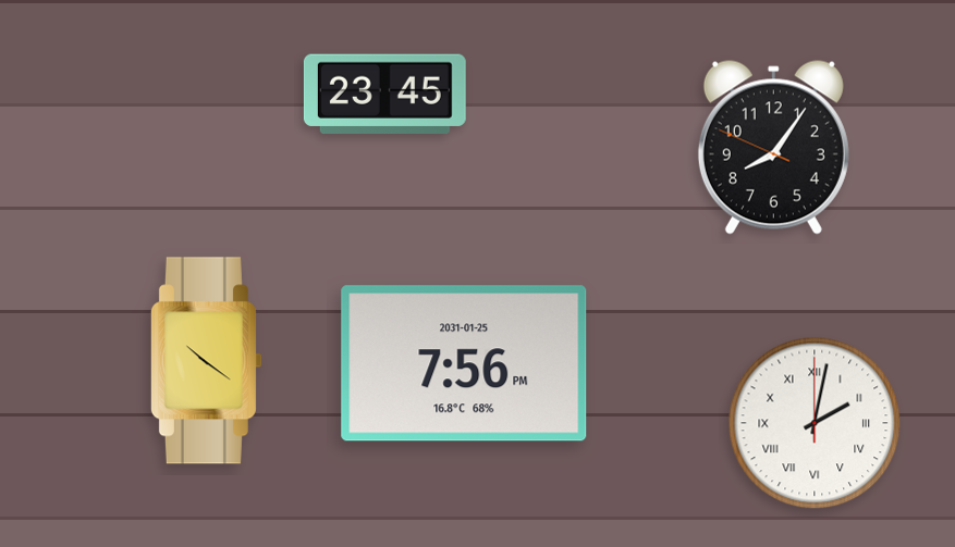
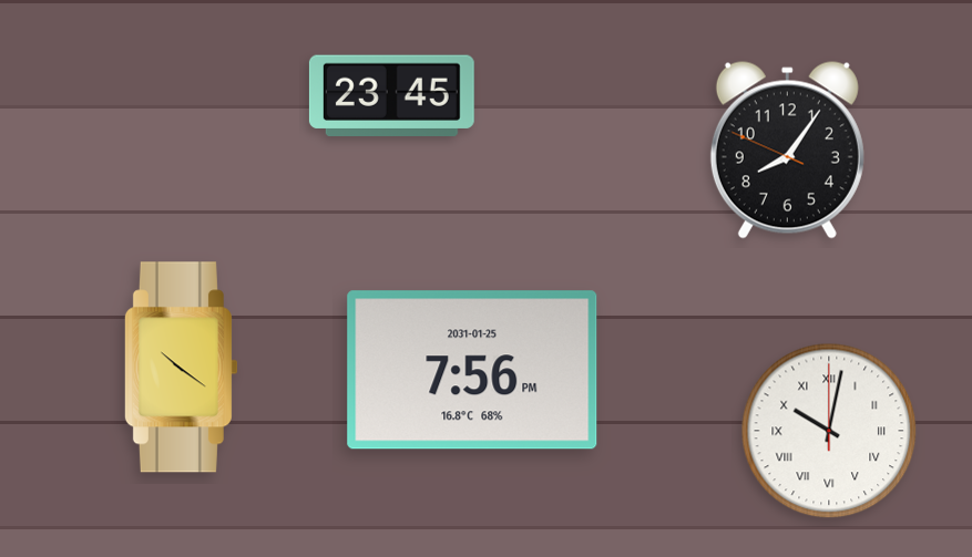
clock at (206, 361) position: (206, 361) -> (181, 368)
clock at (815, 423): 2:02 -> 10:02
